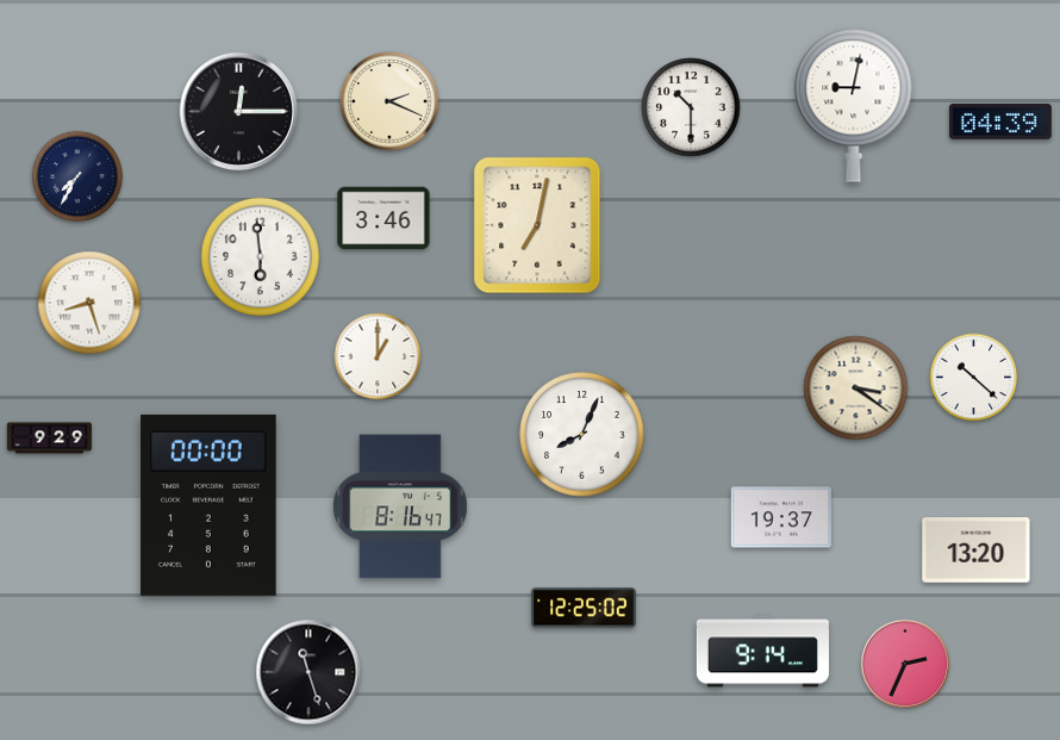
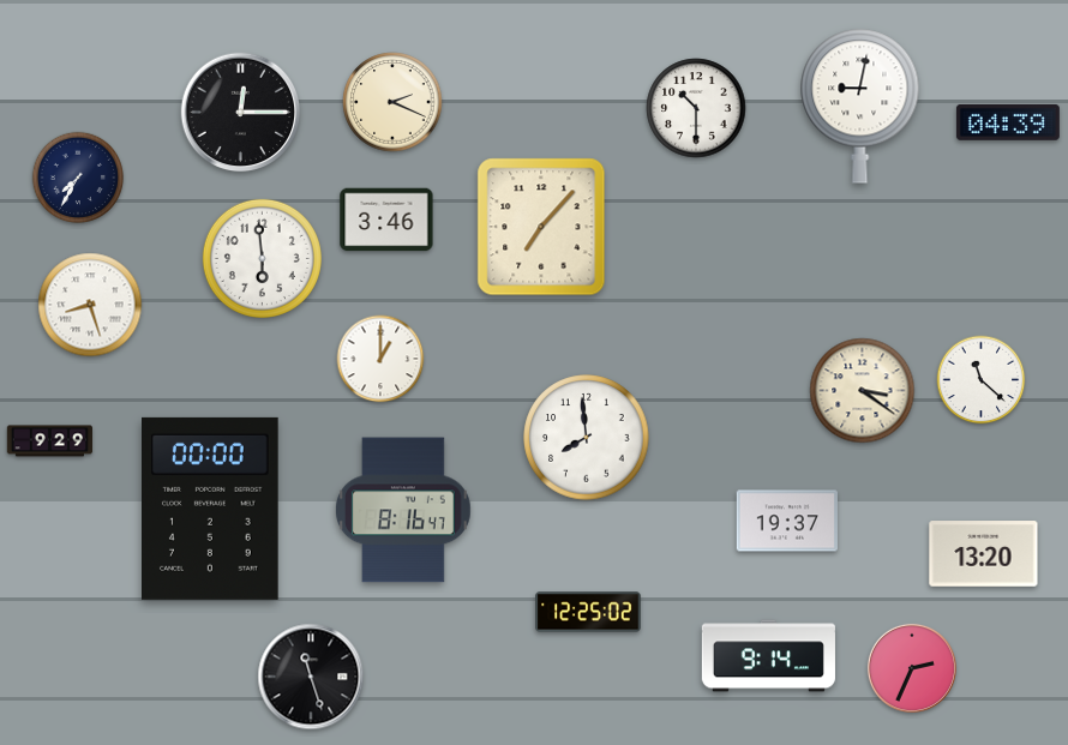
clock at (537, 225): 7:02 -> 7:07
clock at (974, 378): 10:22 -> 11:22
clock at (582, 435): 8:04 -> 7:59
